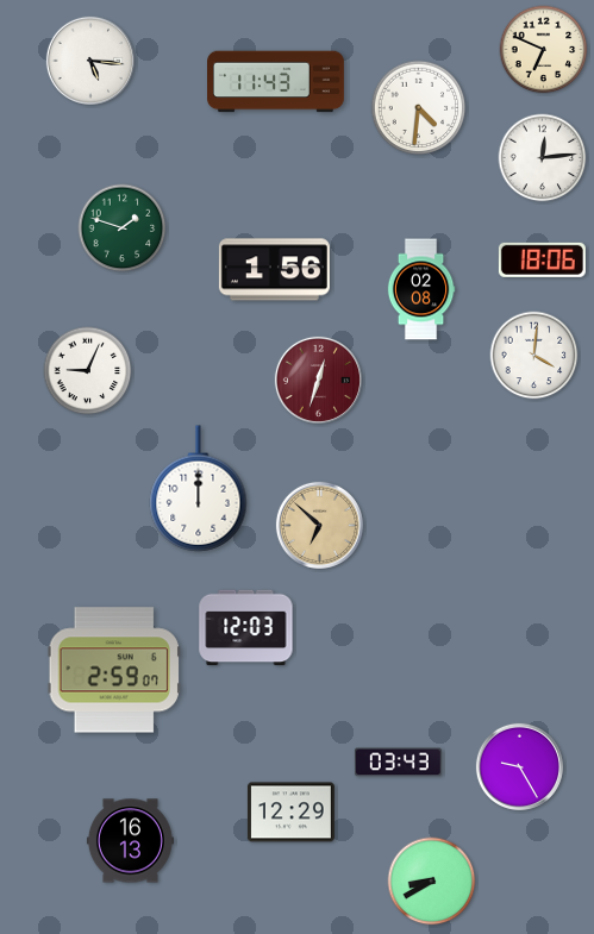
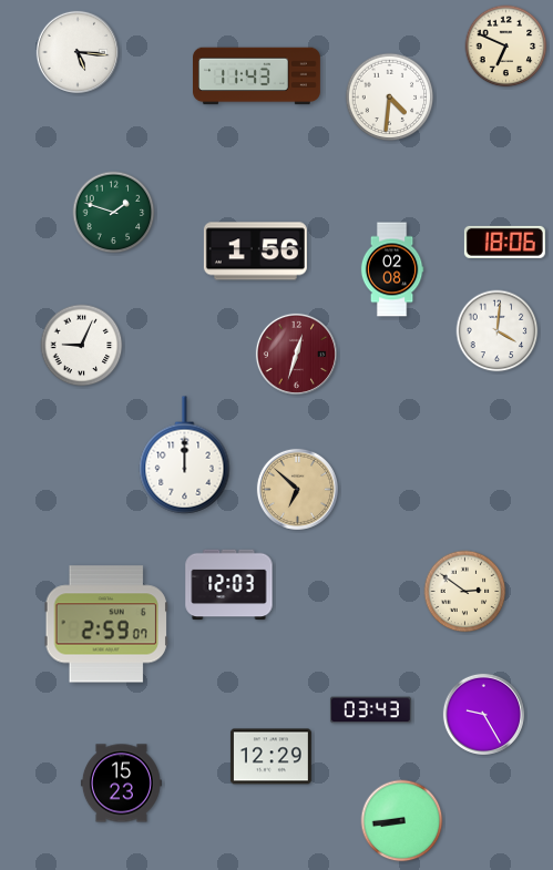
clock at (90, 61) position: (90, 61) -> (78, 52)
clock at (419, 108) position: (419, 108) -> (390, 98)
clock at (543, 158): 12:14 -> none
clock at (465, 592): none -> 2:51
clock at (130, 841): 16:13 -> 15:23
clock at (432, 882): 8:40 -> 8:44
